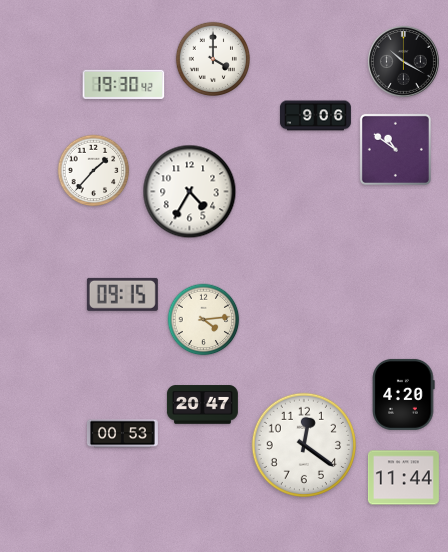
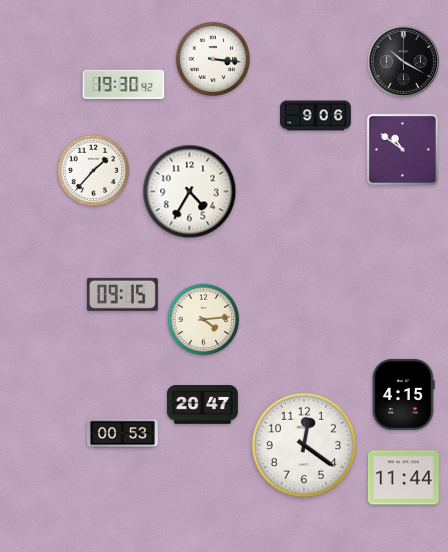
clock at (212, 58): 4:00 -> 3:16
clock at (395, 149) position: (395, 149) -> (402, 149)
clock at (404, 394): 4:20 -> 4:15
